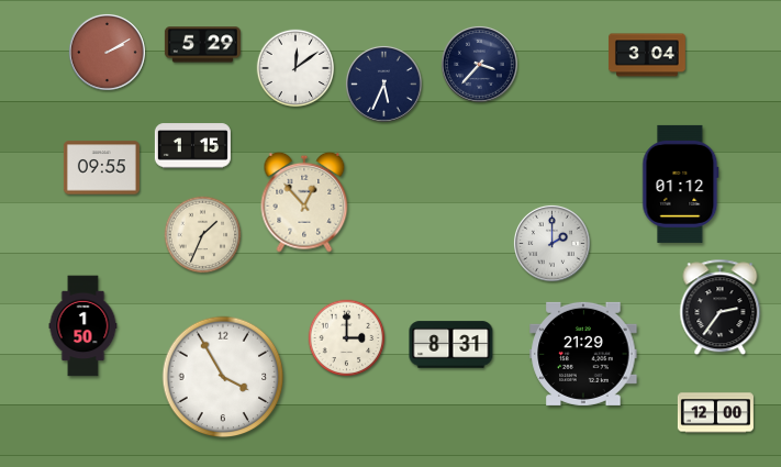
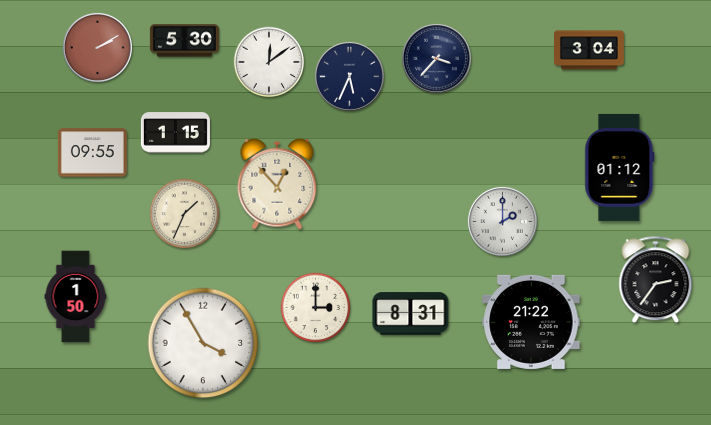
clock at (202, 45): 5:29 -> 5:30
clock at (583, 354): 21:29 -> 21:22
clock at (715, 413): 12:00 -> none
